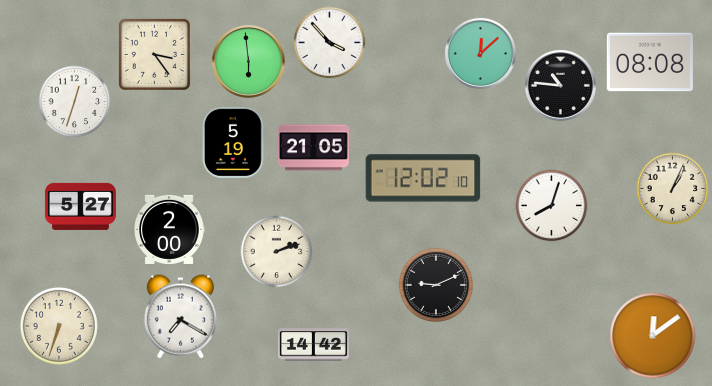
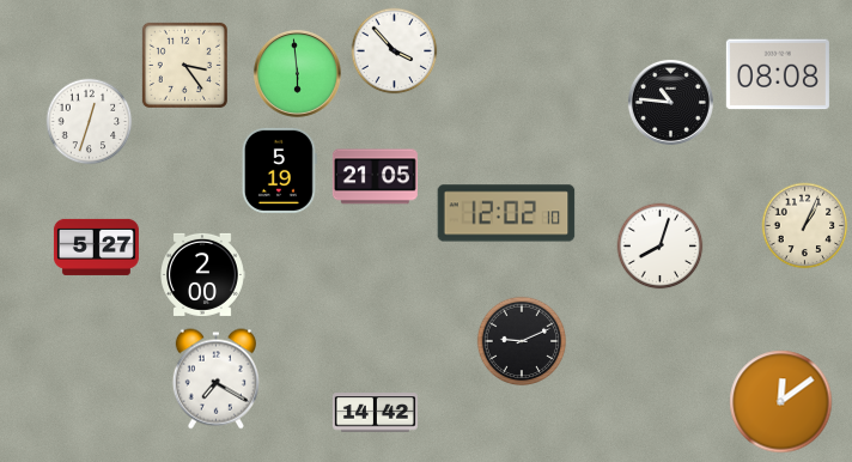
clock at (480, 53): 12:08 -> none
clock at (277, 252): 2:12 -> none
clock at (59, 326): 6:33 -> none
